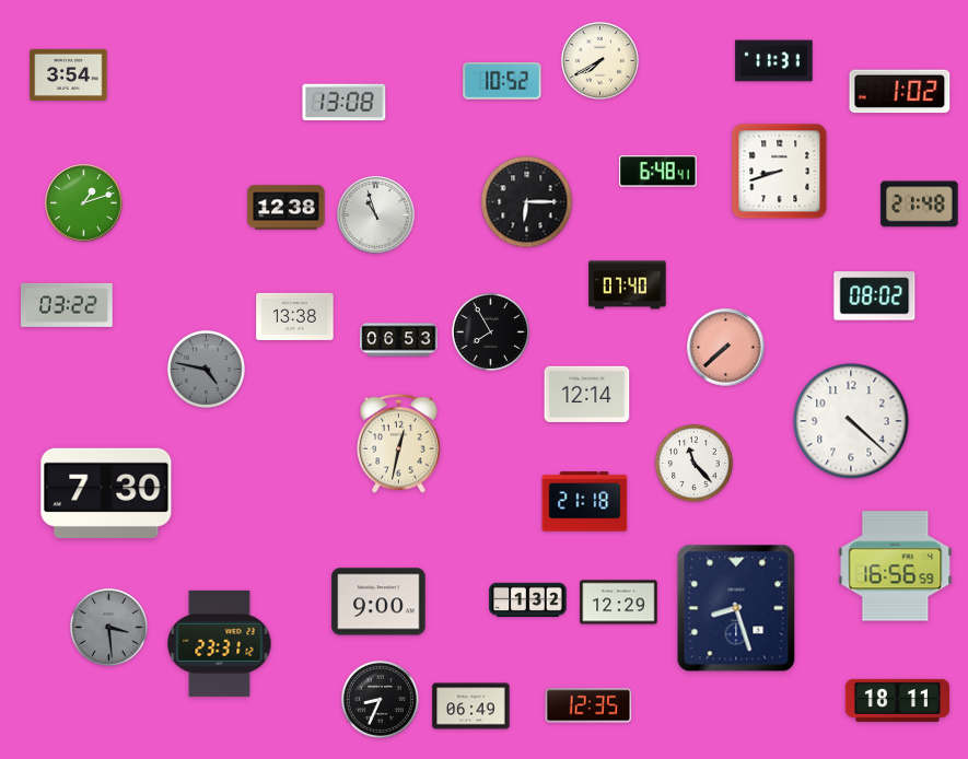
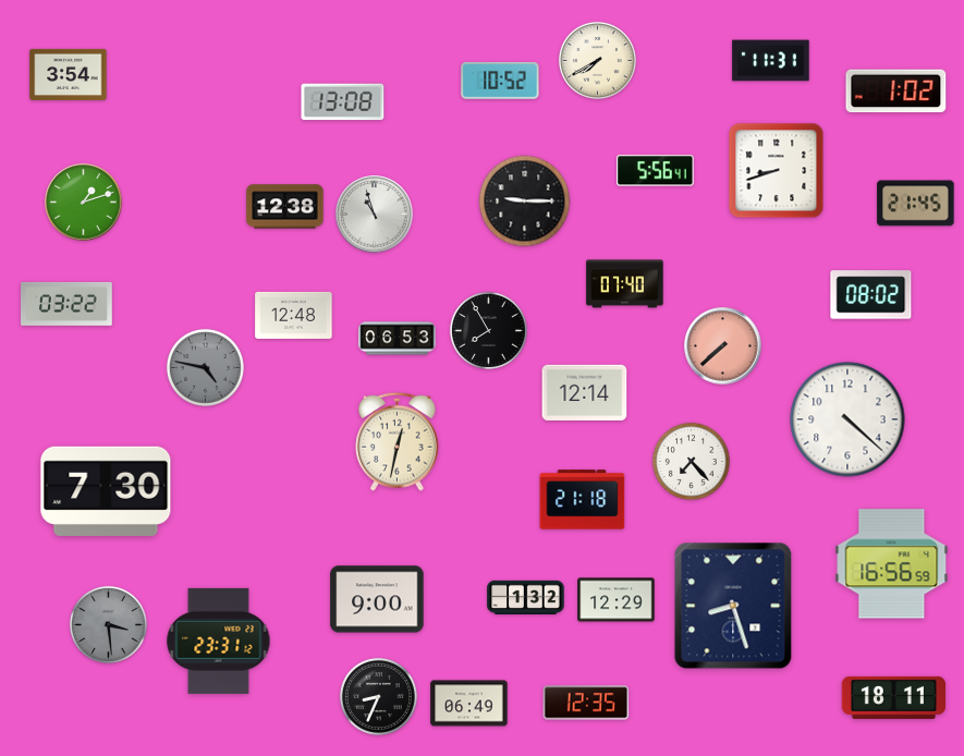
clock at (658, 172): 6:48 -> 5:56
clock at (527, 202): 6:15 -> 9:15
clock at (920, 205): 21:48 -> 21:45
clock at (295, 316): 13:38 -> 12:48
clock at (693, 463): 11:23 -> 7:23
